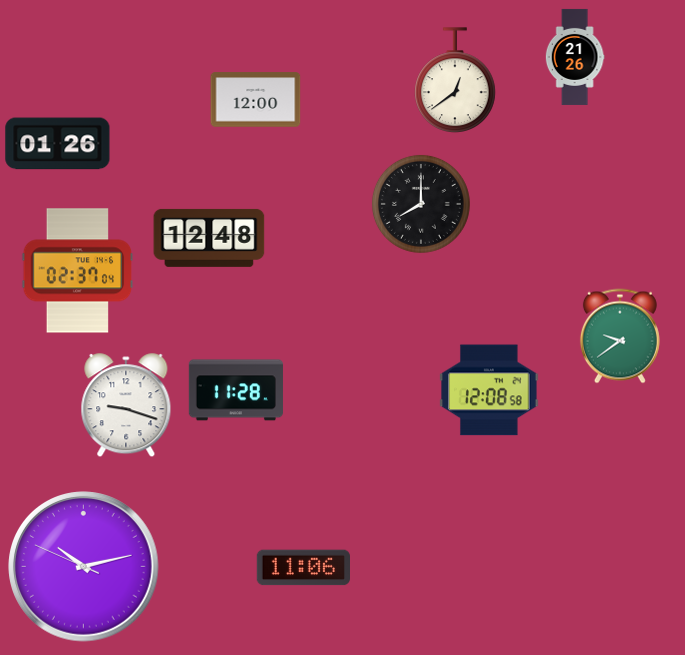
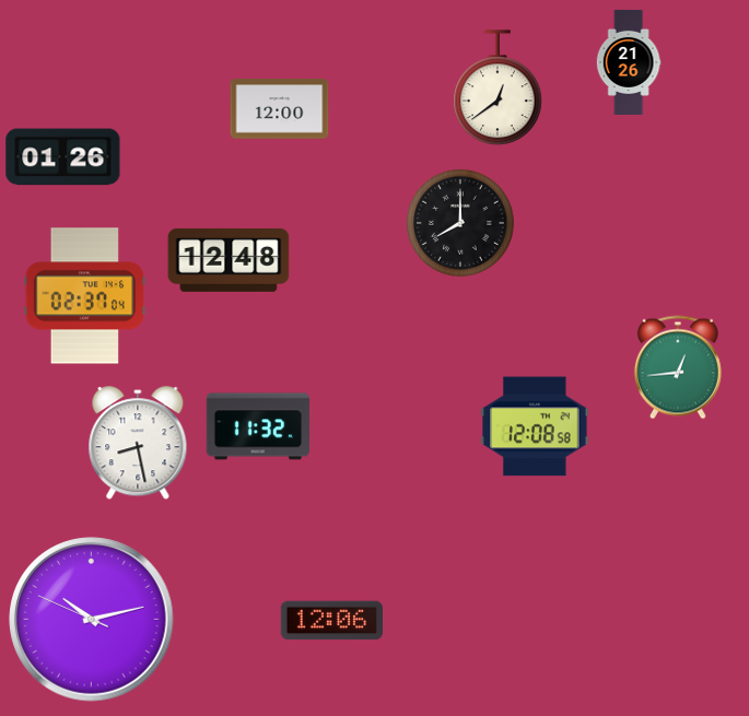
clock at (620, 336): 9:39 -> 12:44
clock at (236, 390): 11:28 -> 11:32
clock at (126, 406): 9:18 -> 8:28
clock at (303, 568): 11:06 -> 12:06
